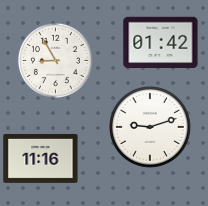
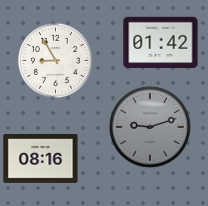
clock at (151, 128) dial: white -> grey
clock at (41, 158): 11:16 -> 08:16
